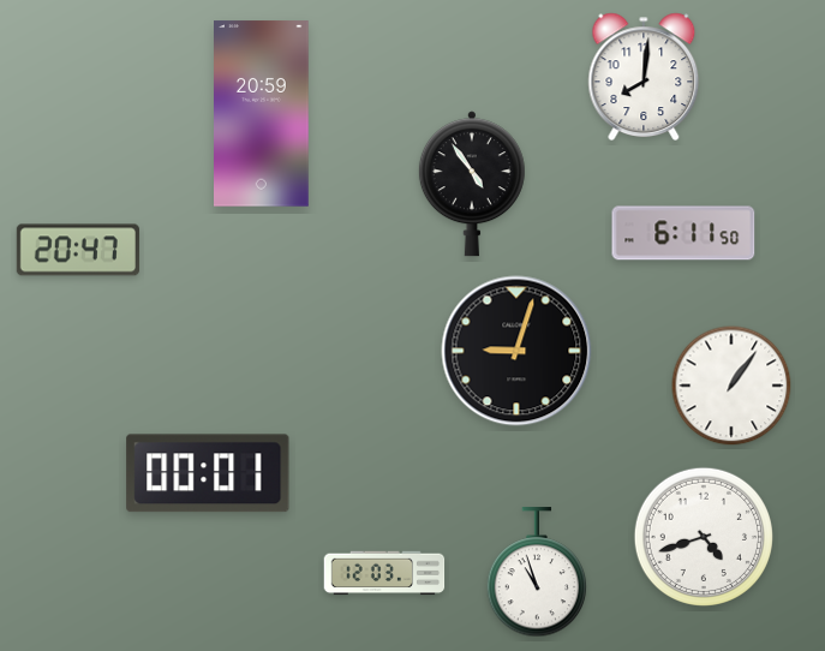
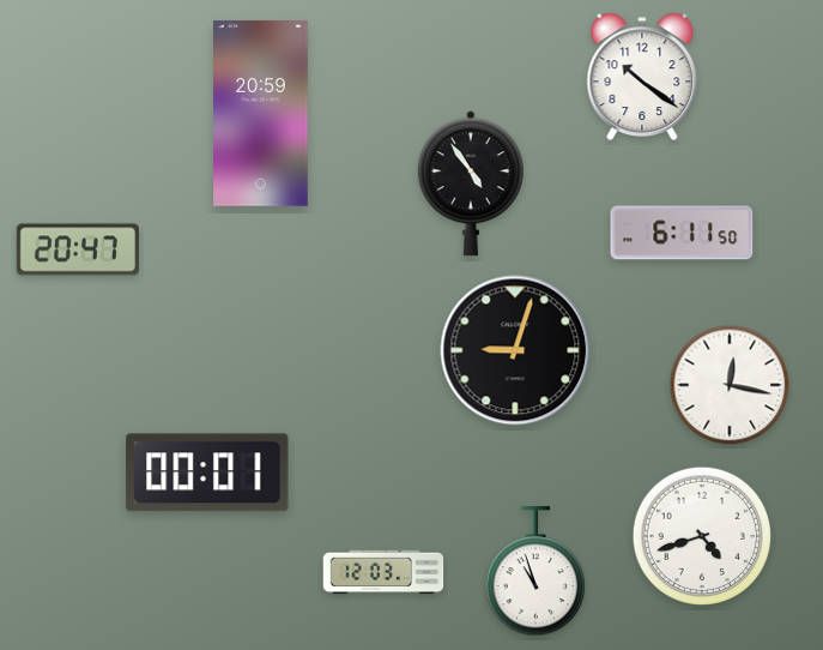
clock at (644, 76): 8:01 -> 10:21
clock at (731, 386): 1:06 -> 12:17
